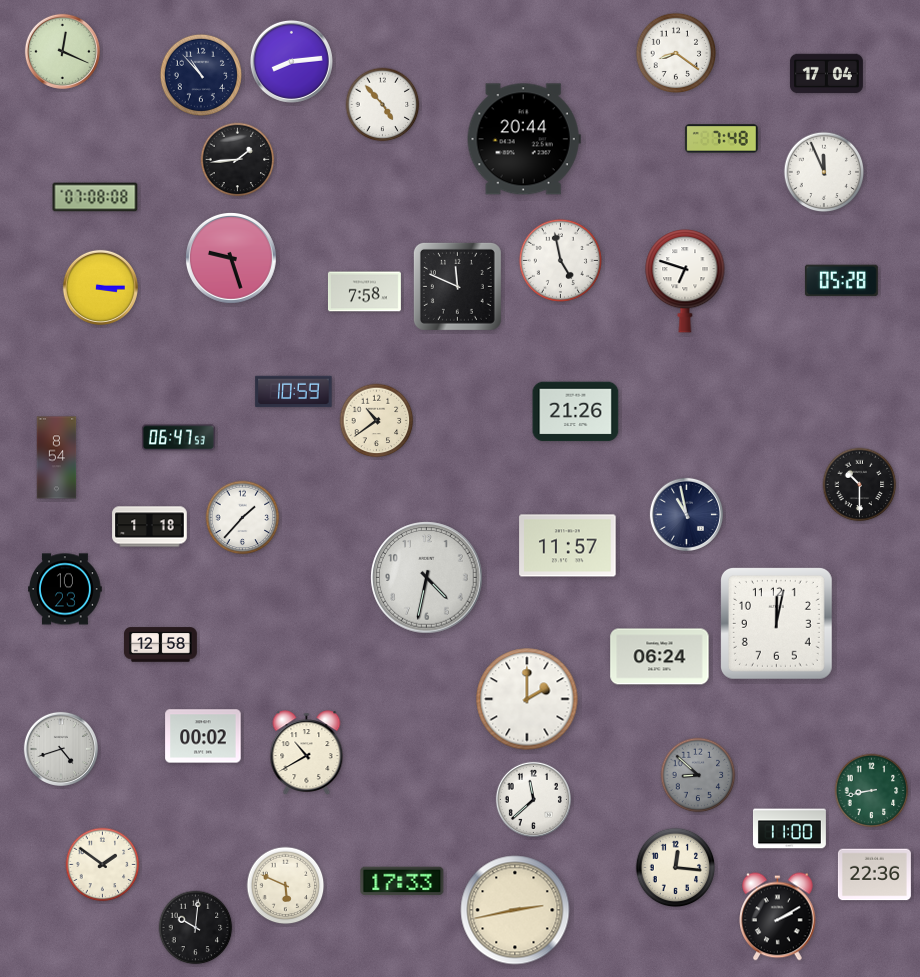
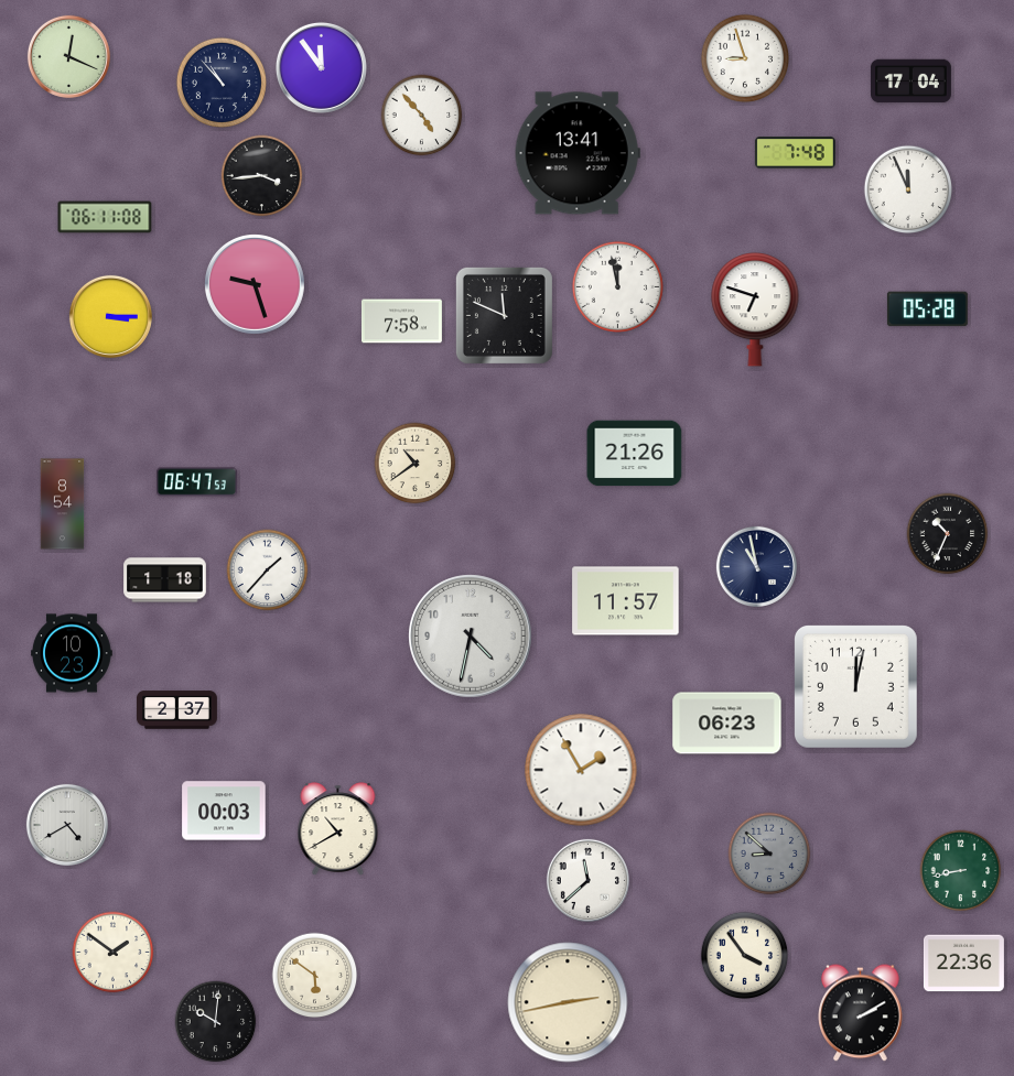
clock at (676, 53): 8:21 -> 8:57
clock at (291, 61): 8:14 -> 11:54
clock at (524, 139): 20:44 -> 13:41
clock at (238, 160): 1:44 -> 3:44
clock at (95, 197): 07:08 -> 06:11
clock at (560, 260): 4:58 -> 11:58
clock at (294, 392): 10:59 -> none
clock at (860, 485): 10:30 -> 10:34
clock at (66, 589) position: (66, 589) -> (73, 653)
clock at (160, 645): 12:58 -> 2:37
clock at (660, 657): 06:24 -> 06:23
clock at (527, 699): 2:00 -> 1:55
clock at (203, 736): 00:02 -> 00:03
clock at (61, 749): 4:42 -> 4:40
clock at (789, 829): 11:00 -> none
clock at (676, 868): 12:16 -> 3:54
clock at (402, 881): 17:33 -> none
clock at (286, 886): 5:49 -> 5:51
clock at (778, 917) position: (778, 917) -> (861, 1013)
